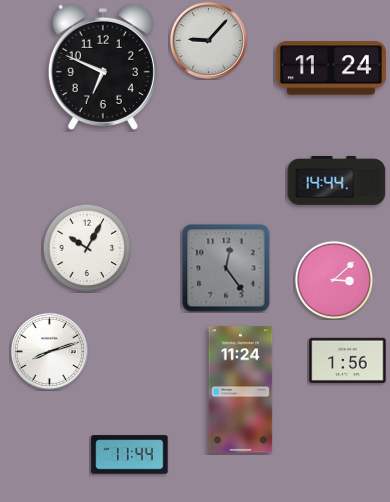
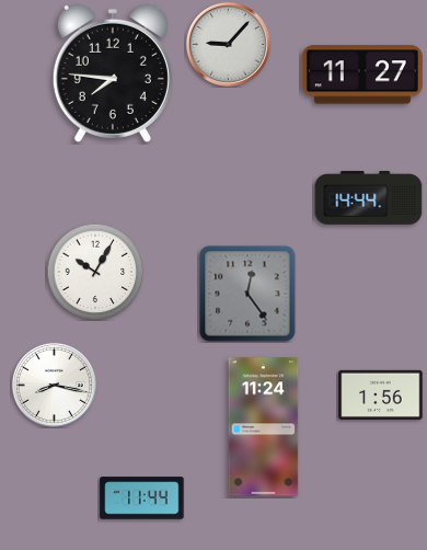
clock at (103, 67): 6:49 -> 7:46
clock at (331, 68): 11:24 -> 11:27
clock at (334, 280): 3:08 -> none
clock at (49, 351): 8:12 -> 8:17
